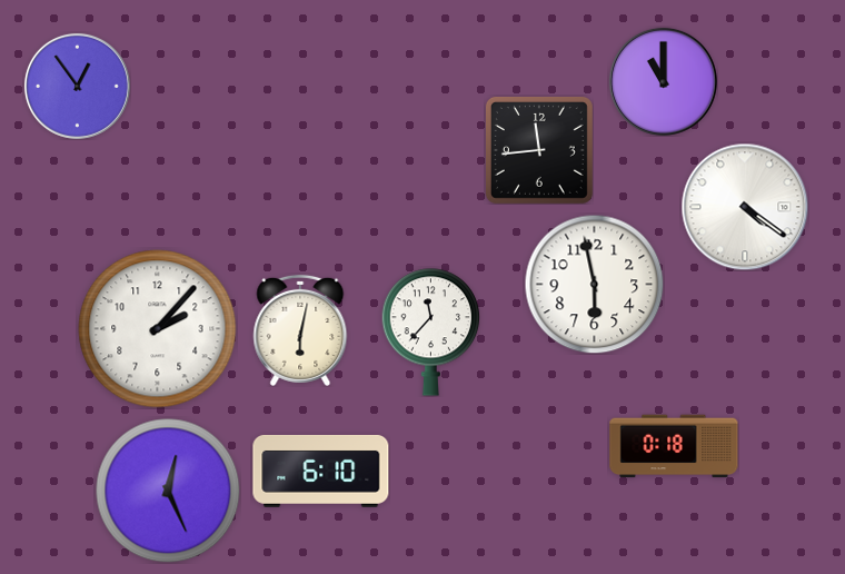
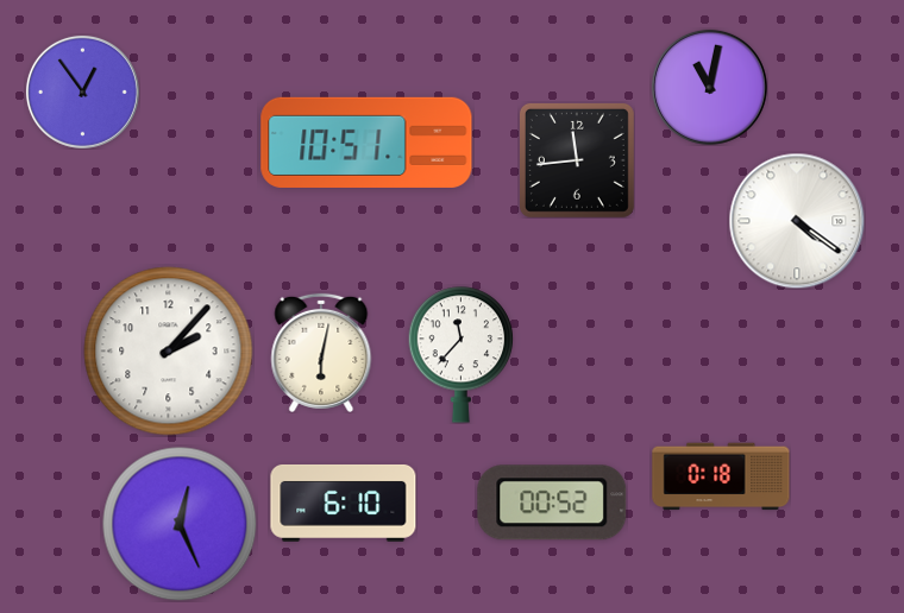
clock at (663, 81): 11:00 -> 11:02
clock at (366, 143): none -> 10:51
clock at (594, 284): 5:58 -> none
clock at (552, 503): none -> 00:52
